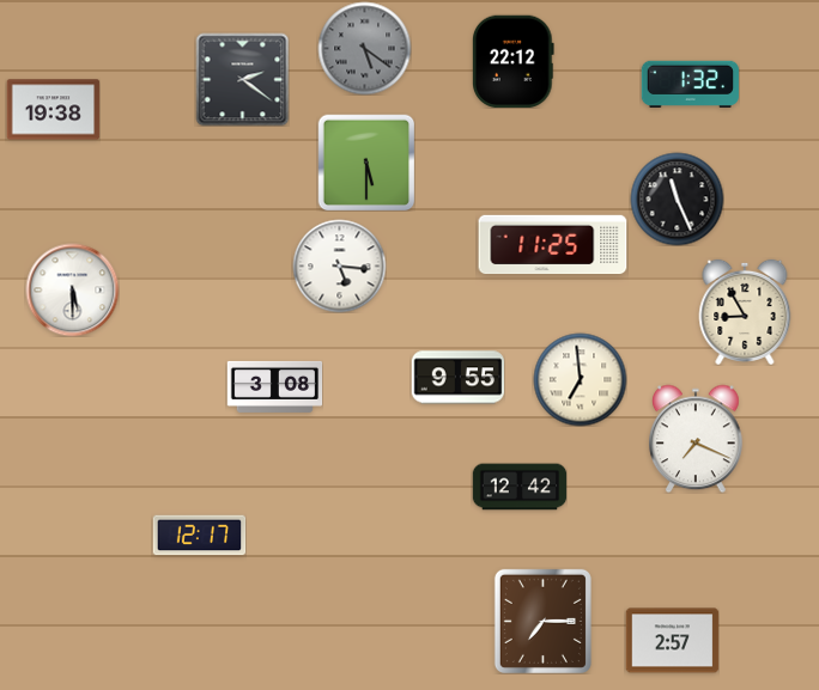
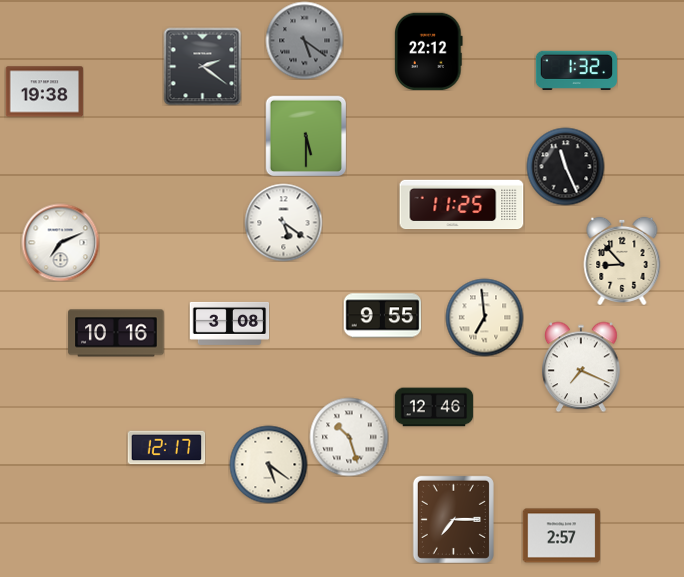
clock at (339, 265): 5:16 -> 5:21
clock at (72, 289): 5:30 -> 7:11
clock at (745, 312): 8:55 -> 8:53
clock at (116, 333): none -> 10:16
clock at (520, 487): 12:42 -> 12:46
clock at (349, 437): none -> 10:27
clock at (268, 464): none -> 5:21
